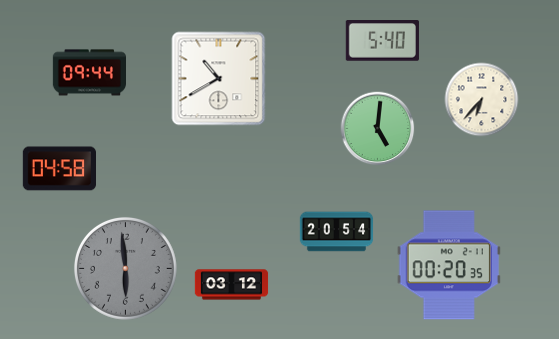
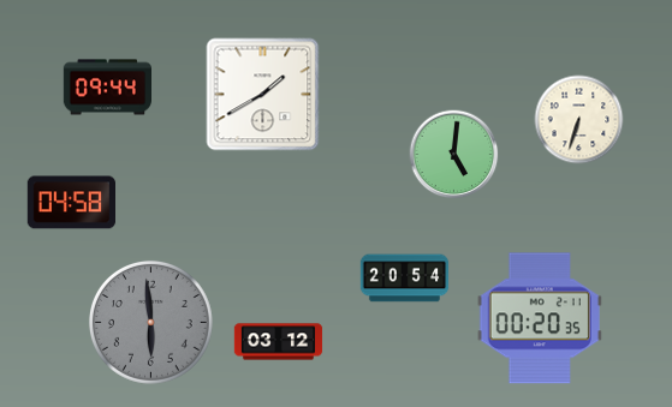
clock at (382, 41): 5:40 -> none
clock at (219, 79): 10:40 -> 1:40
clock at (482, 100): 6:37 -> 6:33
